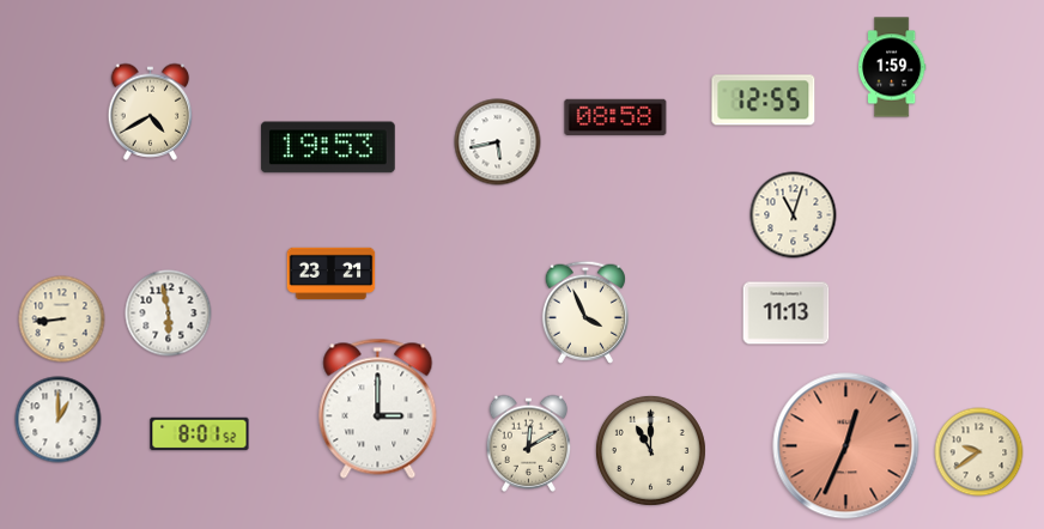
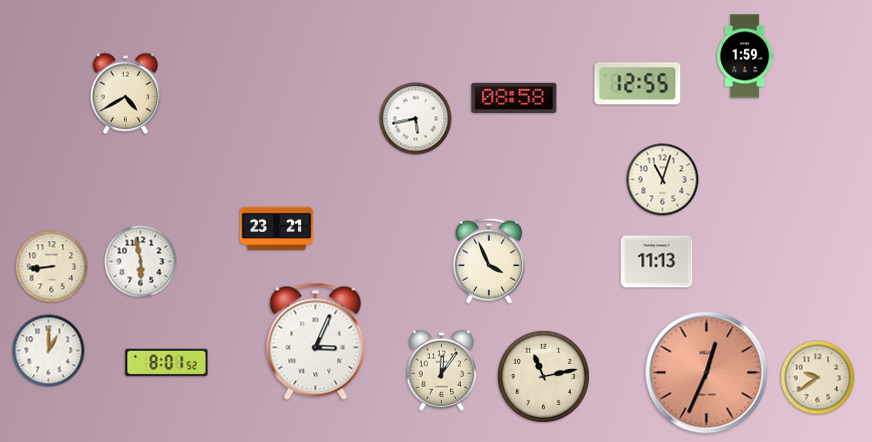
clock at (328, 147): 19:53 -> none
clock at (378, 408): 3:00 -> 3:04
clock at (529, 443): 12:10 -> 12:06
clock at (650, 450): 11:00 -> 11:13
